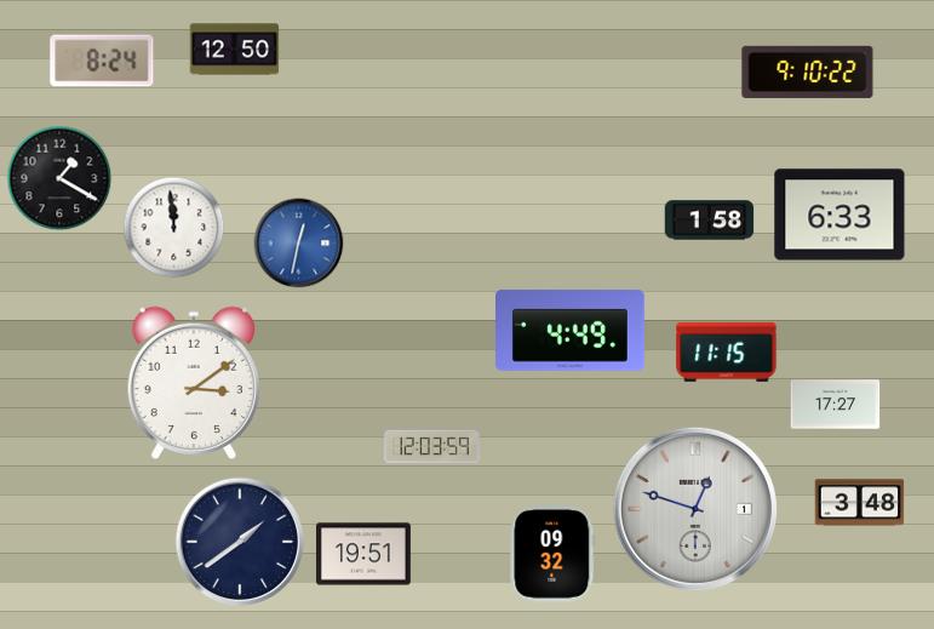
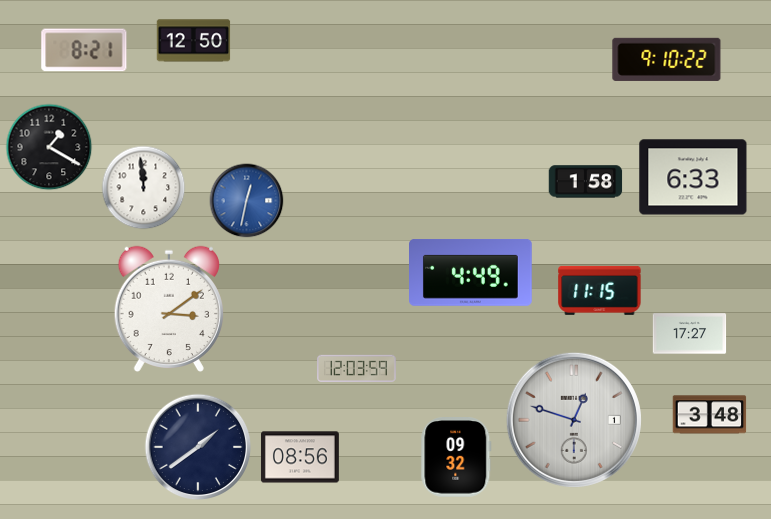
clock at (102, 61): 8:24 -> 8:21
clock at (194, 382) position: (194, 382) -> (169, 308)
clock at (363, 554): 19:51 -> 08:56
